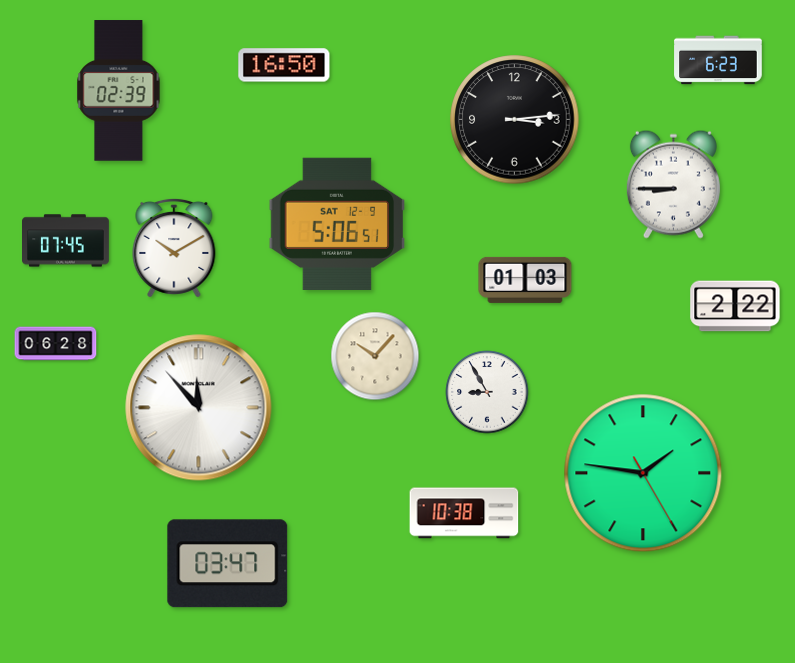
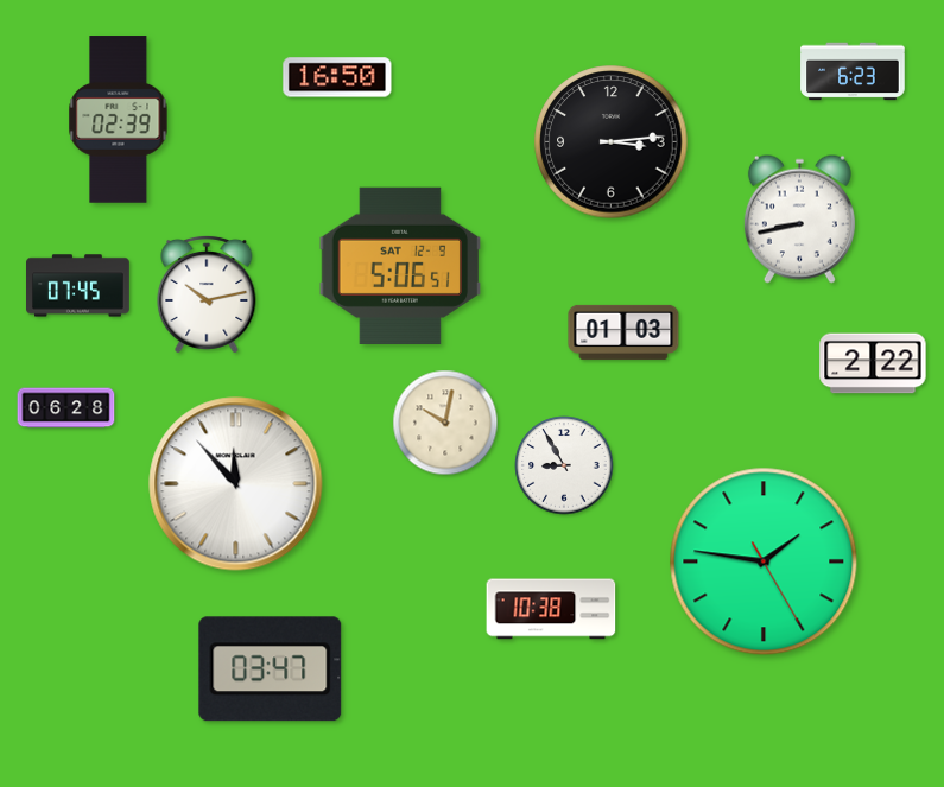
clock at (119, 91) position: (119, 91) -> (119, 120)
clock at (673, 184): 8:45 -> 8:43
clock at (174, 248): 10:10 -> 10:13
clock at (375, 356): 10:07 -> 10:02
clock at (487, 392) position: (487, 392) -> (564, 465)
